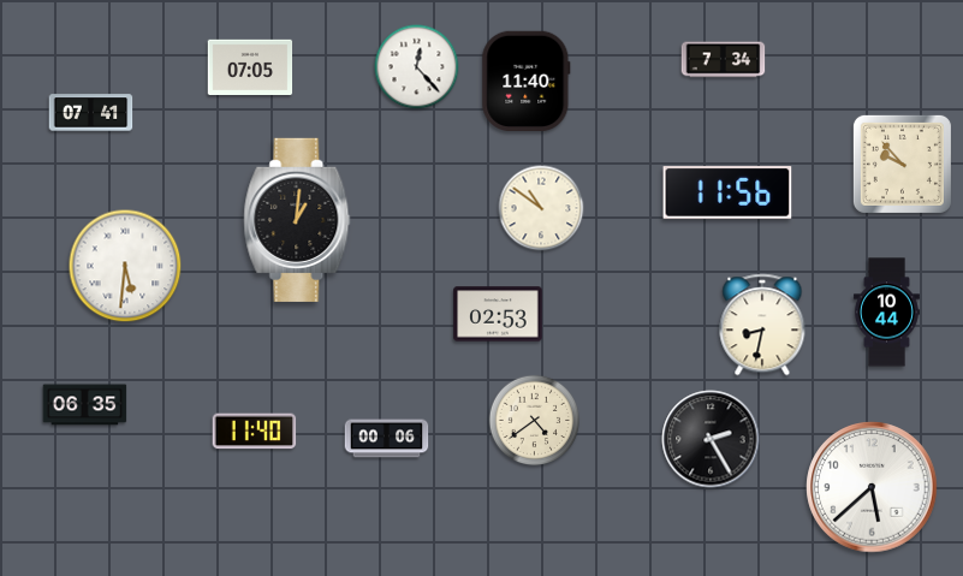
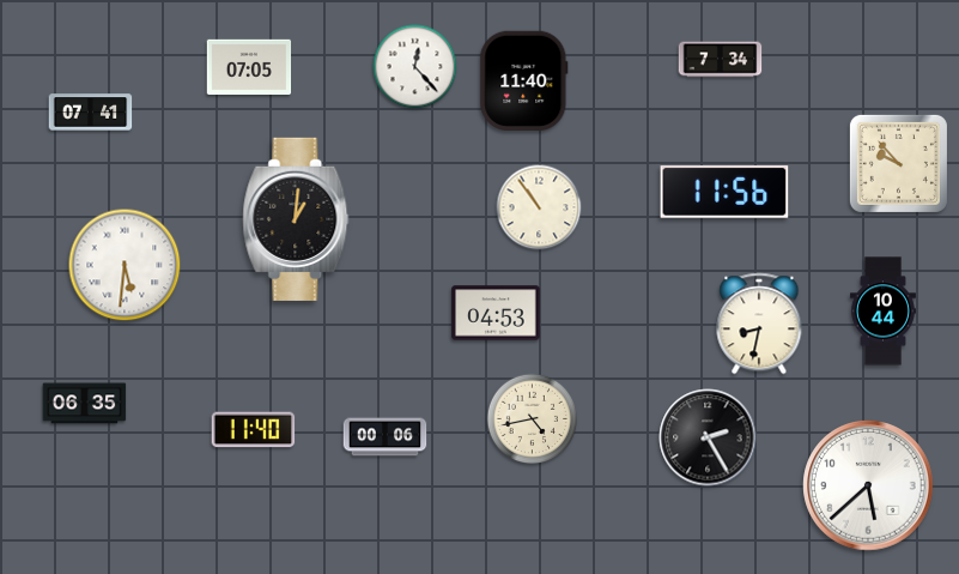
clock at (541, 208): 10:51 -> 10:54
clock at (498, 314): 02:53 -> 04:53
clock at (535, 421): 4:39 -> 4:43
